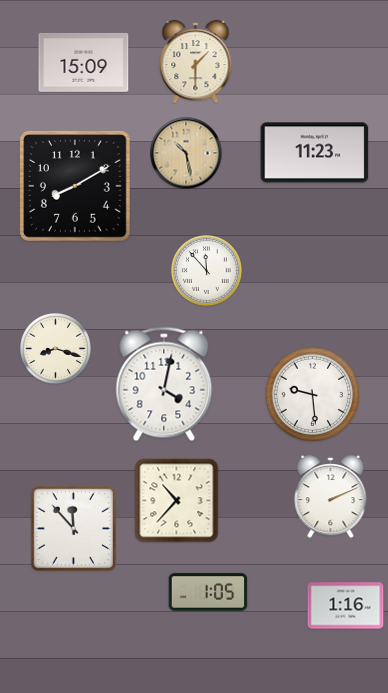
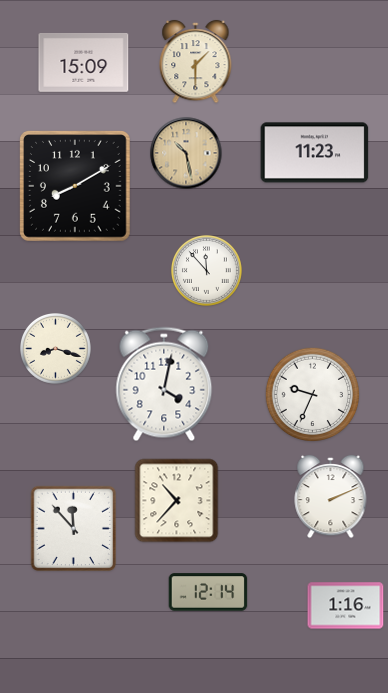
clock at (312, 394): 9:29 -> 9:34
clock at (208, 592): 1:05 -> 12:14
